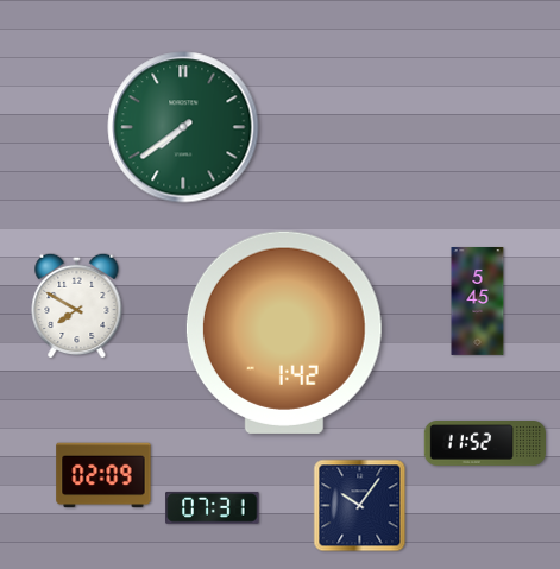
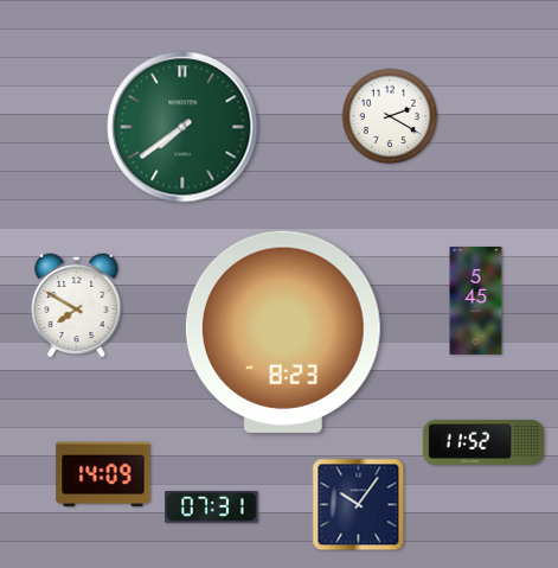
clock at (390, 116): none -> 2:20
clock at (284, 333): 1:42 -> 8:23
clock at (103, 475): 02:09 -> 14:09
